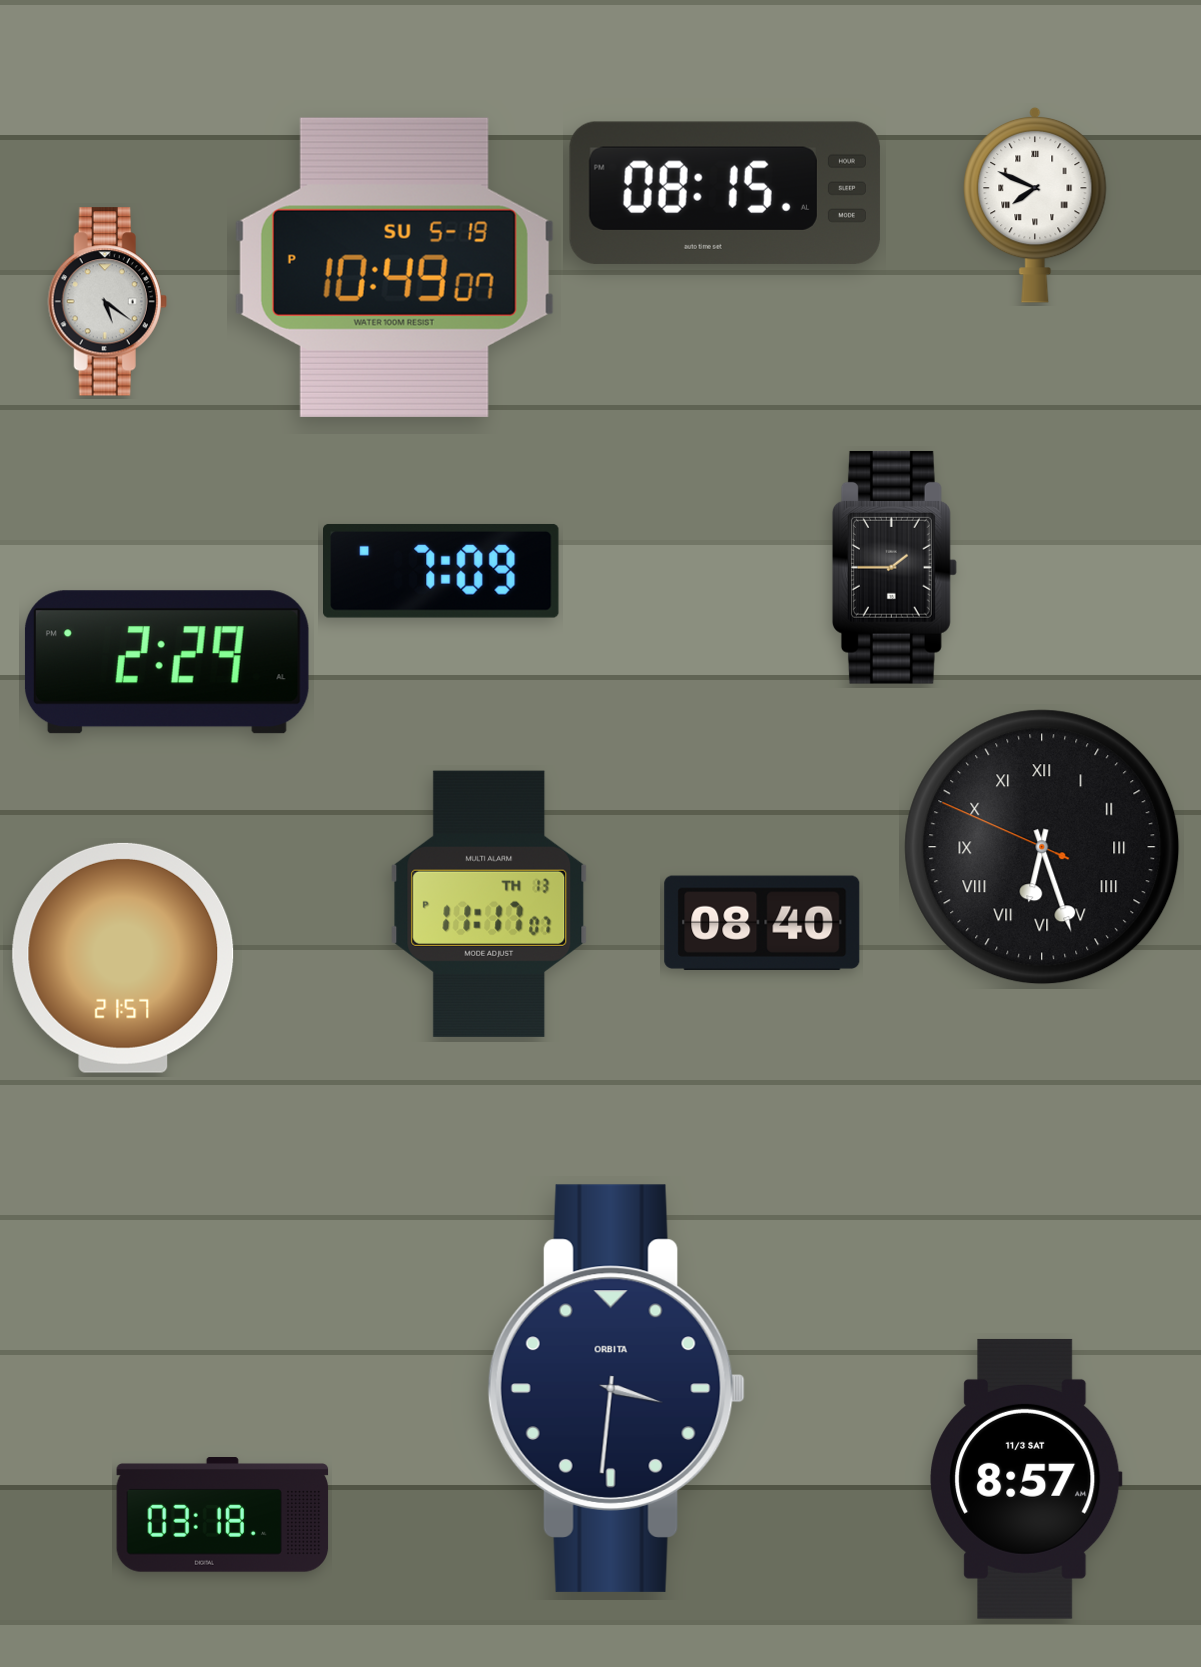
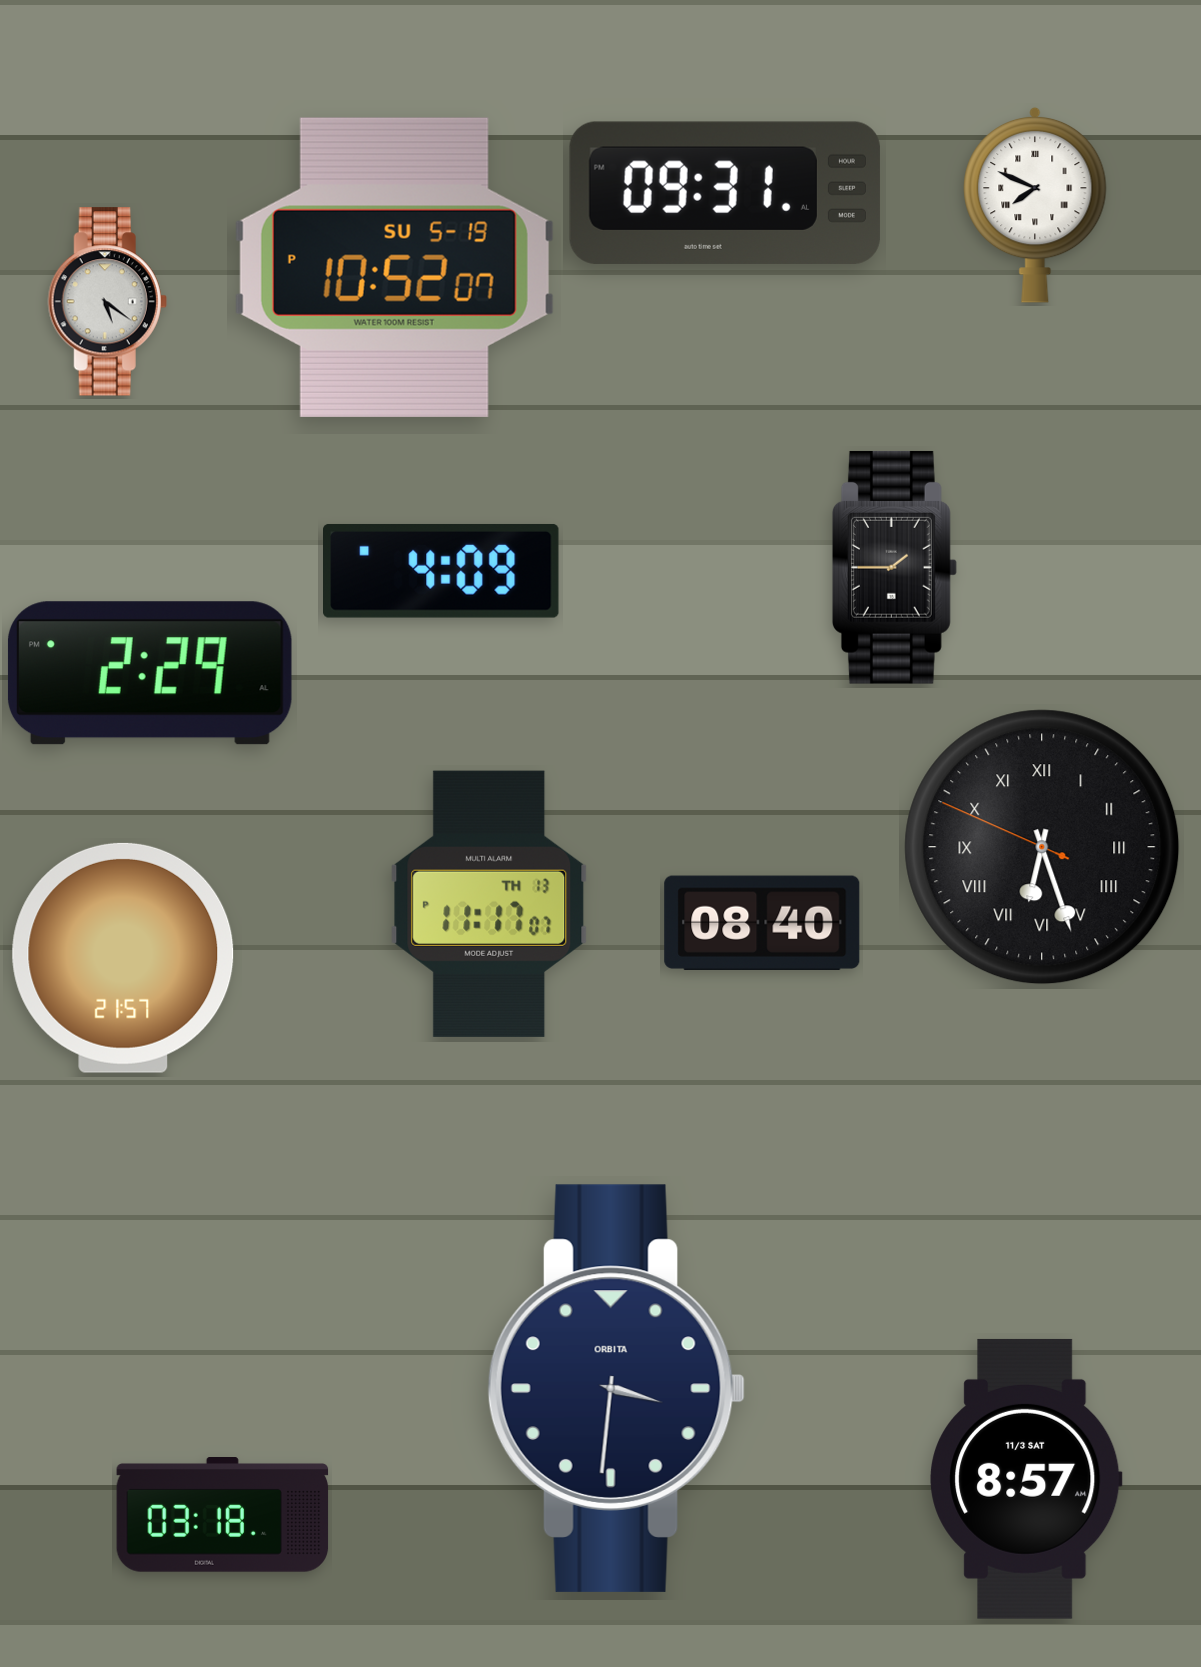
clock at (725, 193): 08:15 -> 09:31
clock at (394, 267): 10:49 -> 10:52
clock at (442, 571): 7:09 -> 4:09
clock at (167, 662) position: (167, 662) -> (150, 673)
